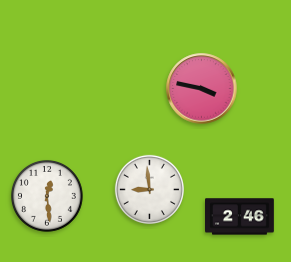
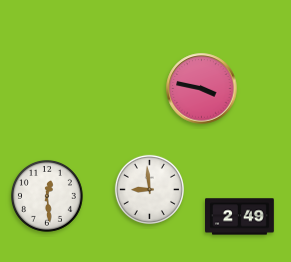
clock at (240, 217): 2:46 -> 2:49
